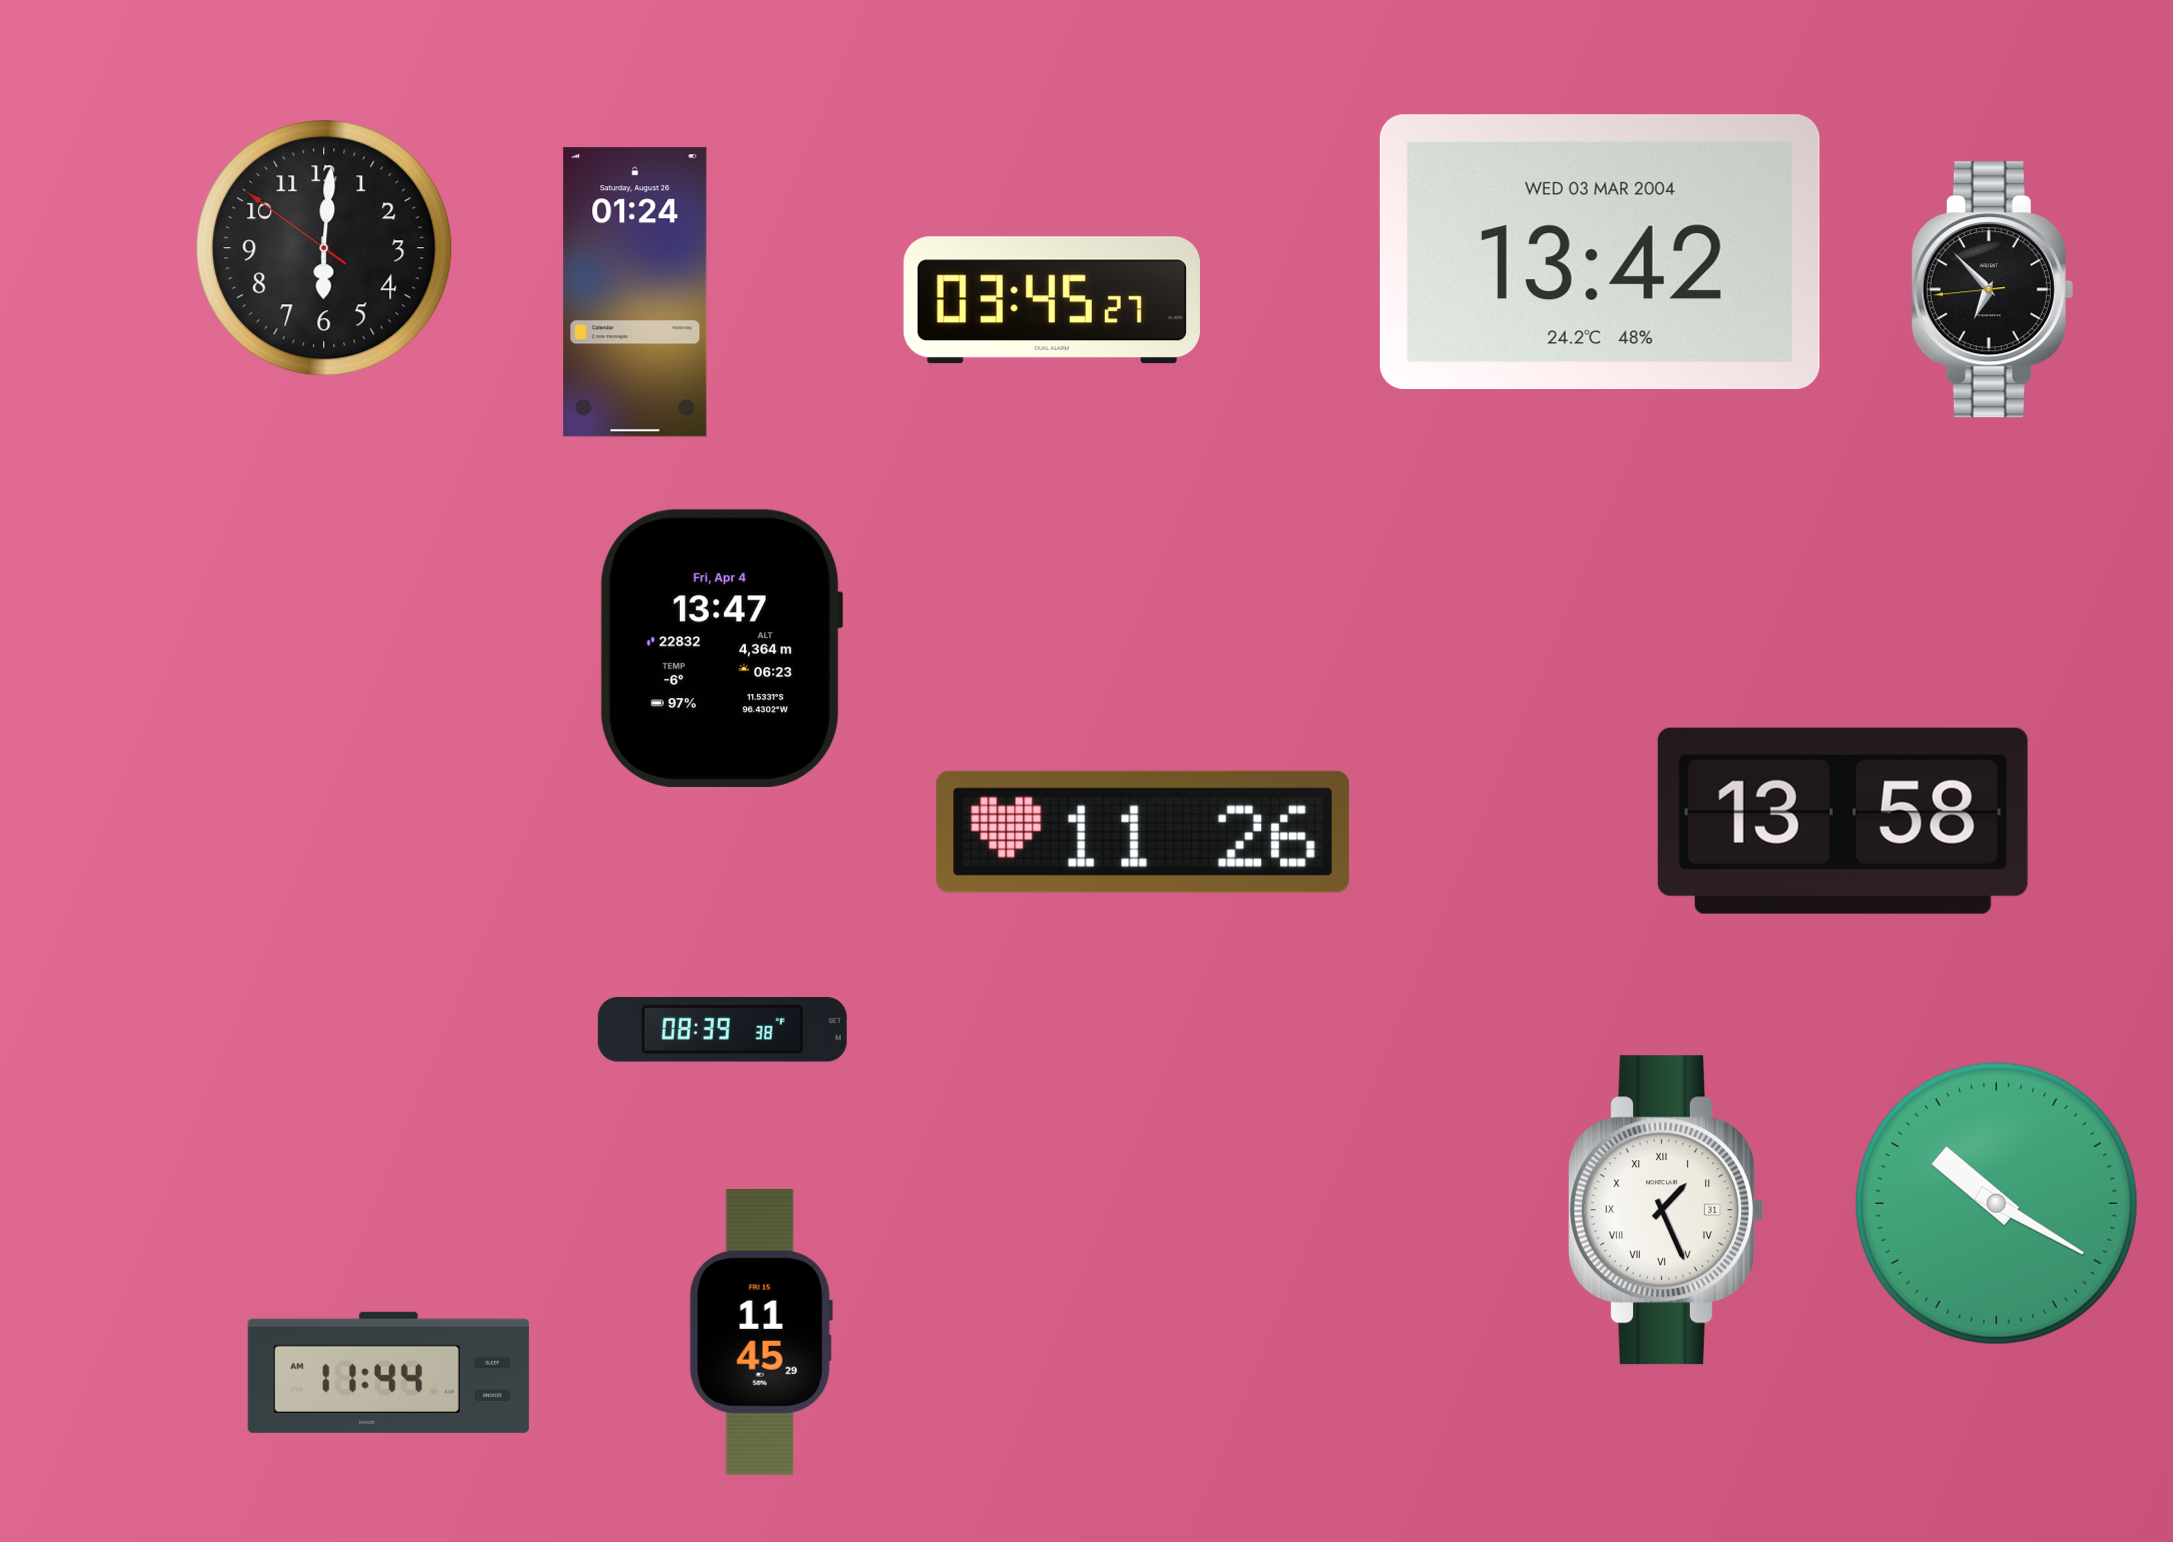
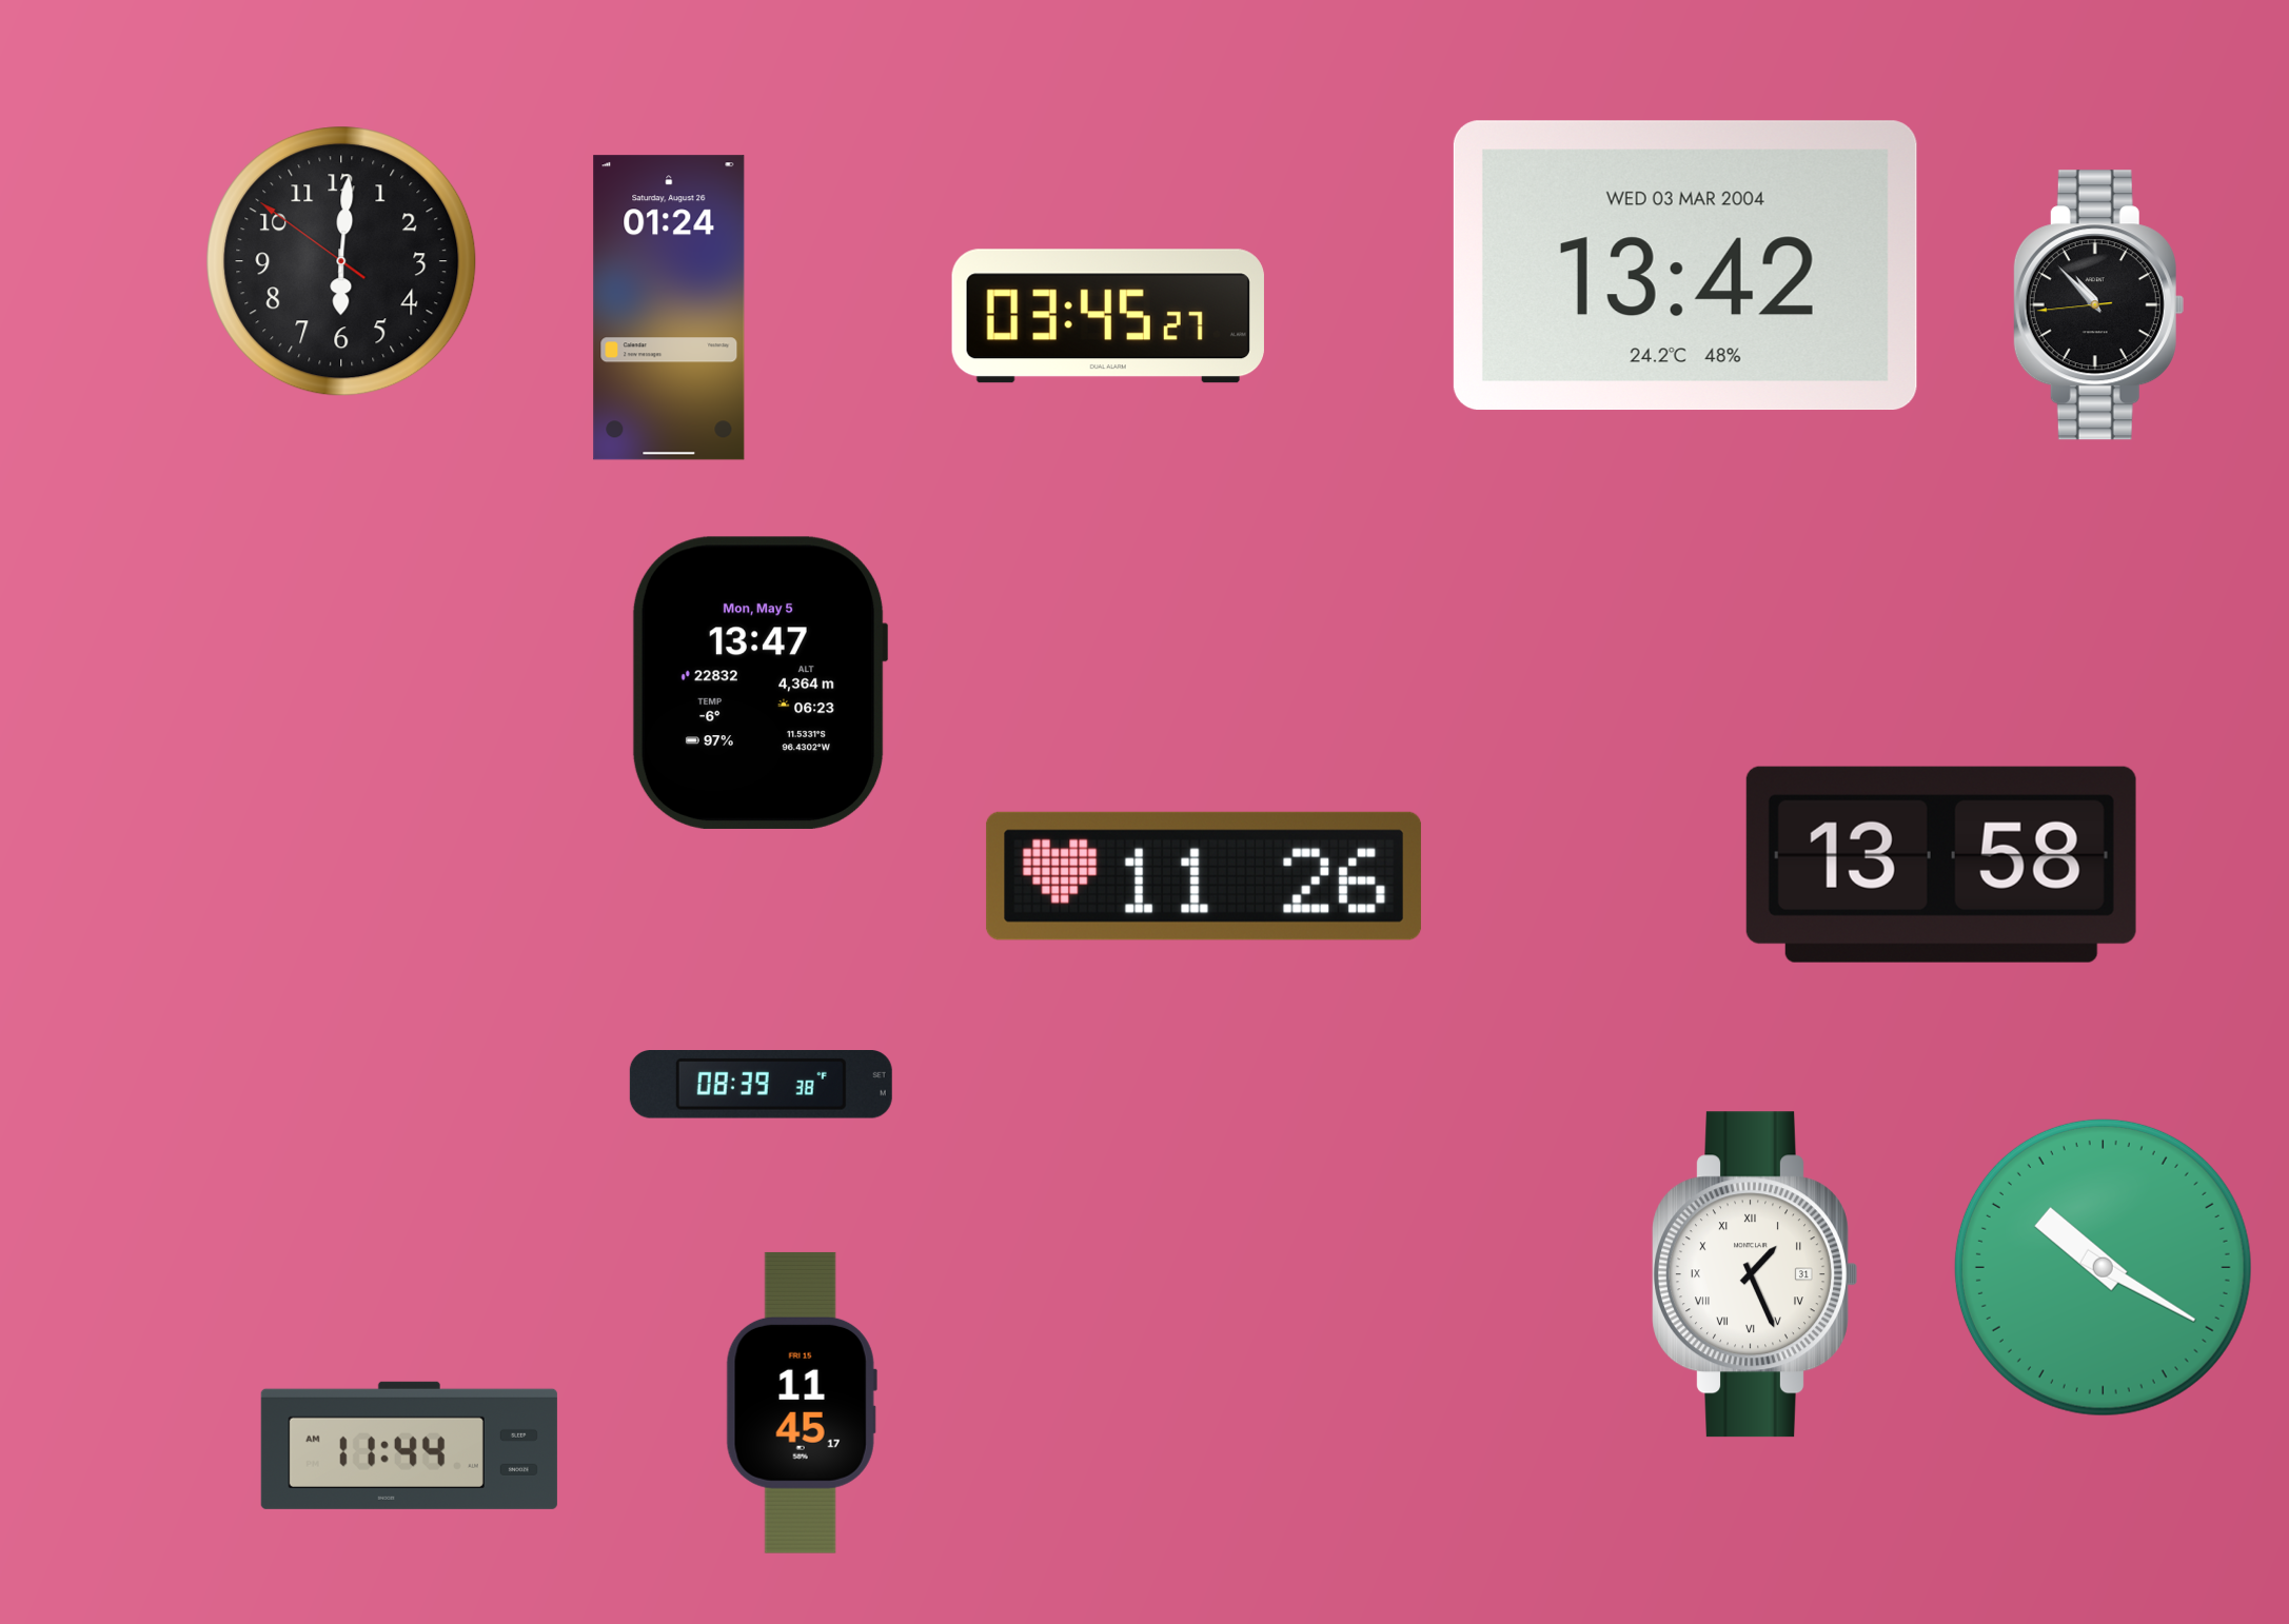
clock at (1992, 290): 6:52 -> 10:52
clock at (721, 648) date: Fri, Apr 4 -> Mon, May 5
clock at (761, 1332): 11:45:29 -> 11:45:17
